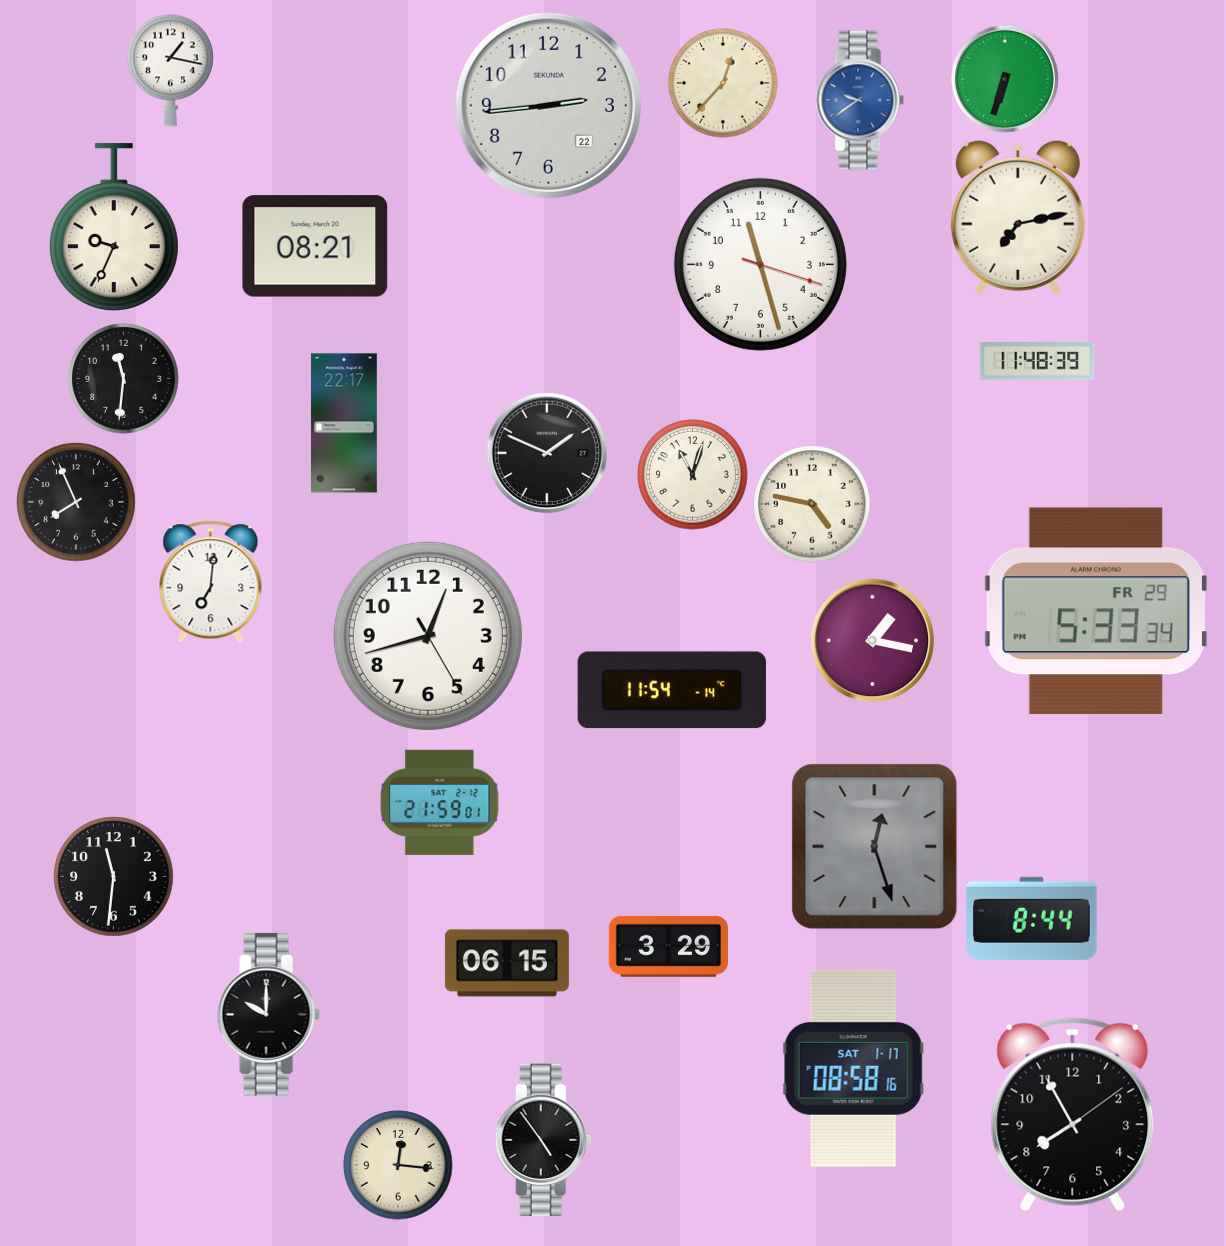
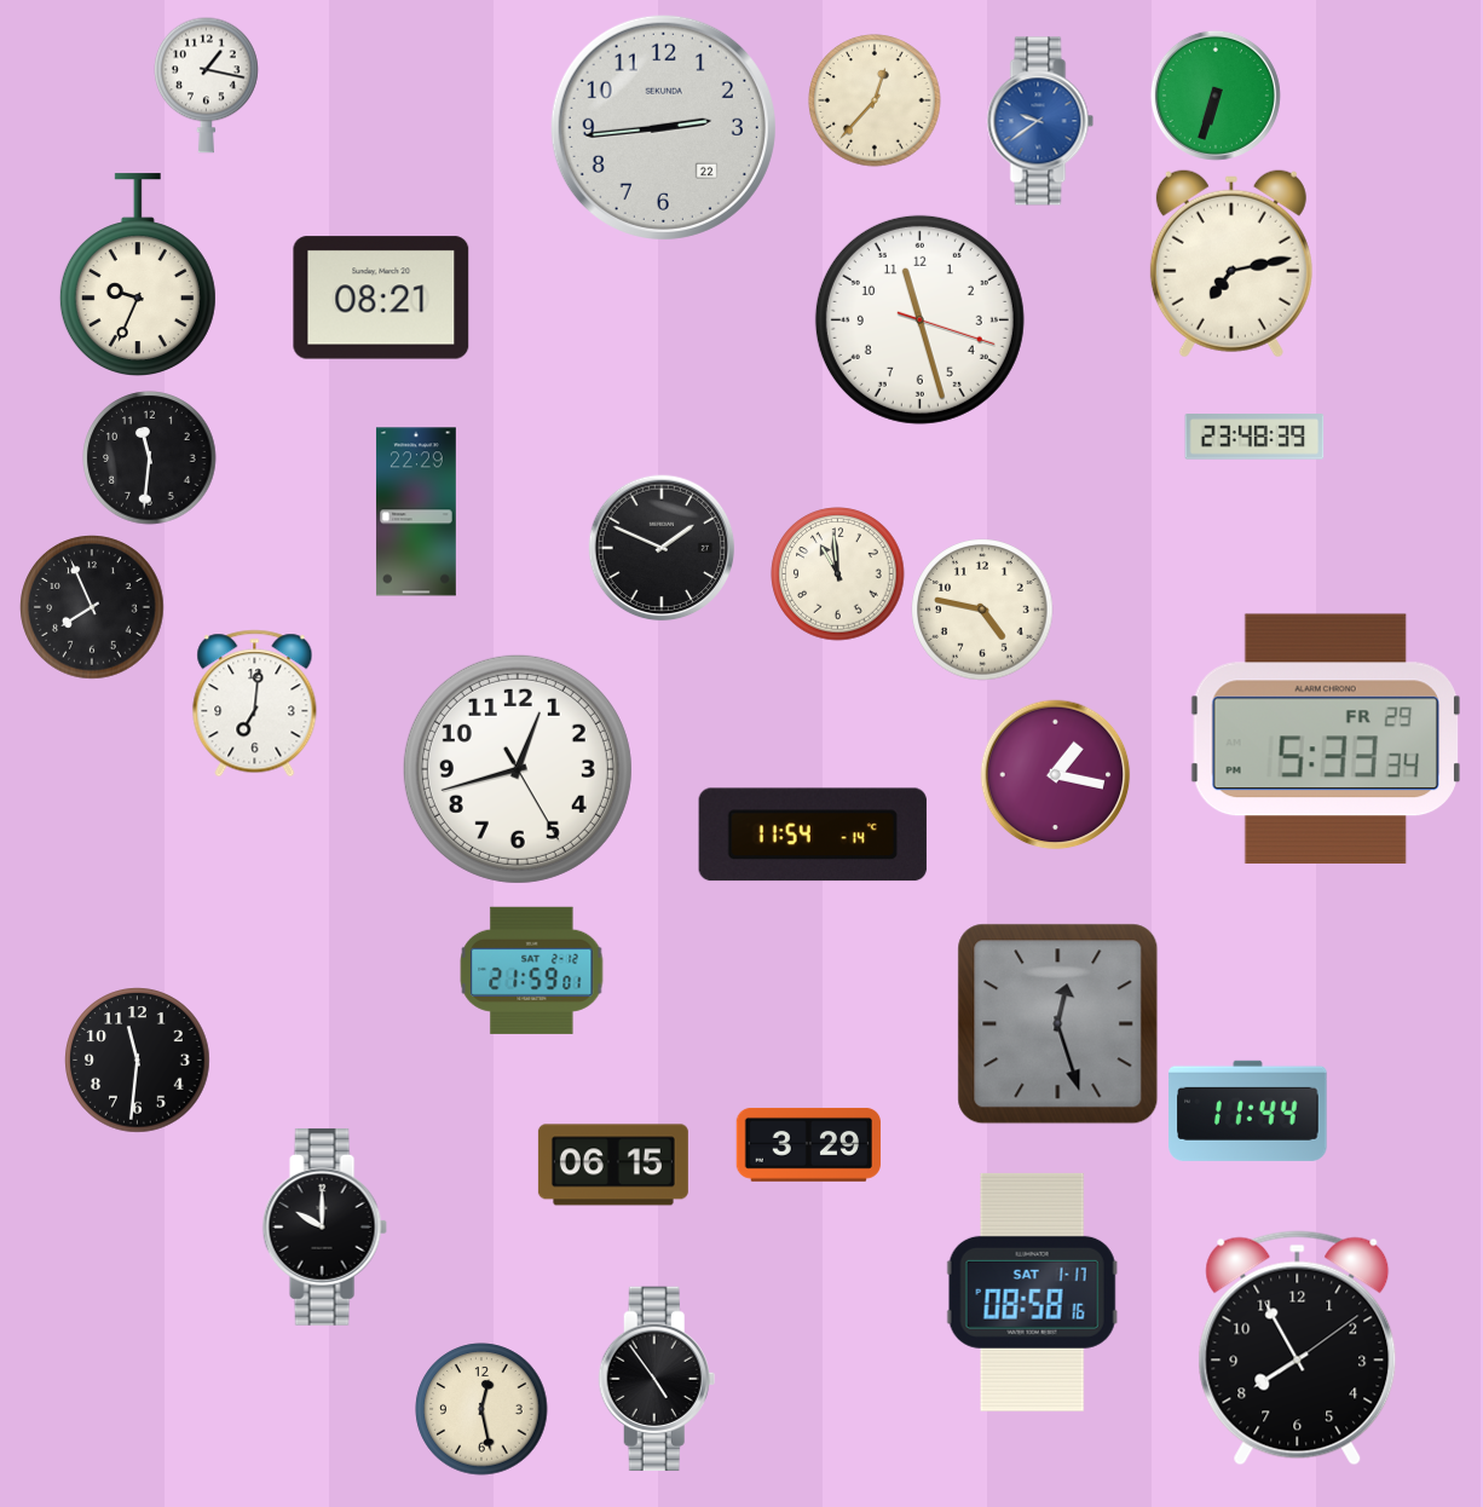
clock at (1037, 361): 11:48 -> 23:48
clock at (344, 423): 22:17 -> 22:29
clock at (693, 475): 11:03 -> 10:59
clock at (1032, 918): 8:44 -> 11:44
clock at (398, 1165): 12:16 -> 12:28
